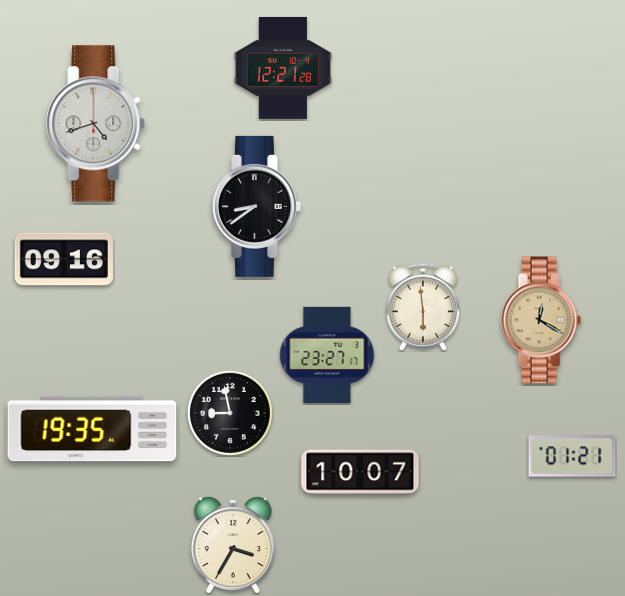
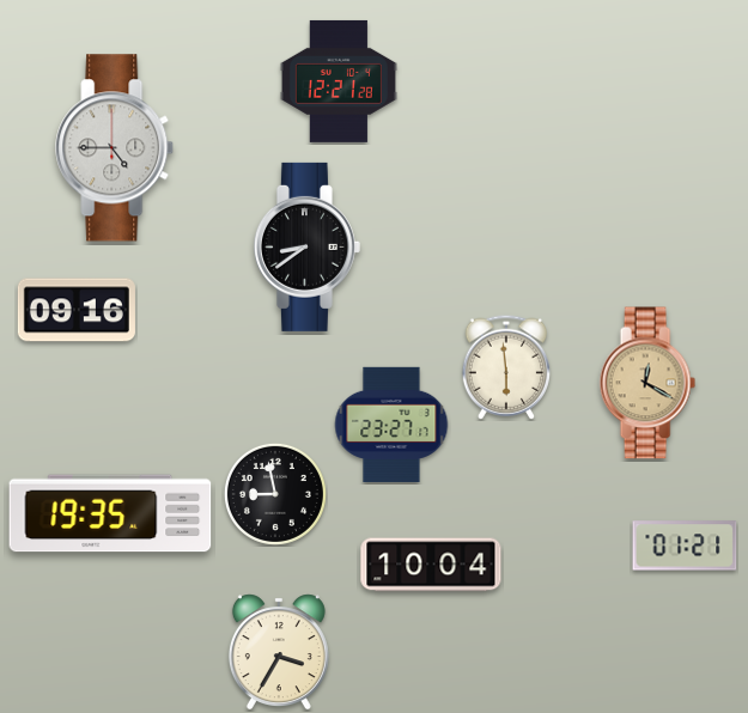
clock at (96, 124): 4:42 -> 4:45
clock at (360, 472): 10:07 -> 10:04
